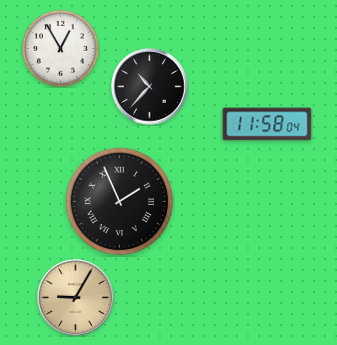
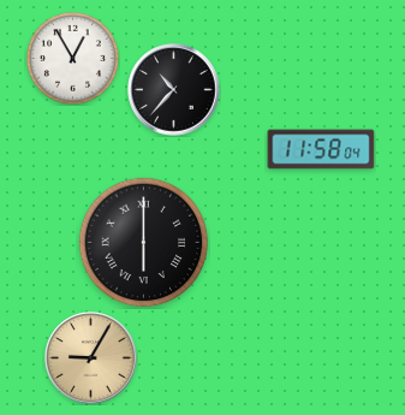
clock at (150, 87) position: (150, 87) -> (174, 90)
clock at (120, 202): 1:56 -> 6:00
